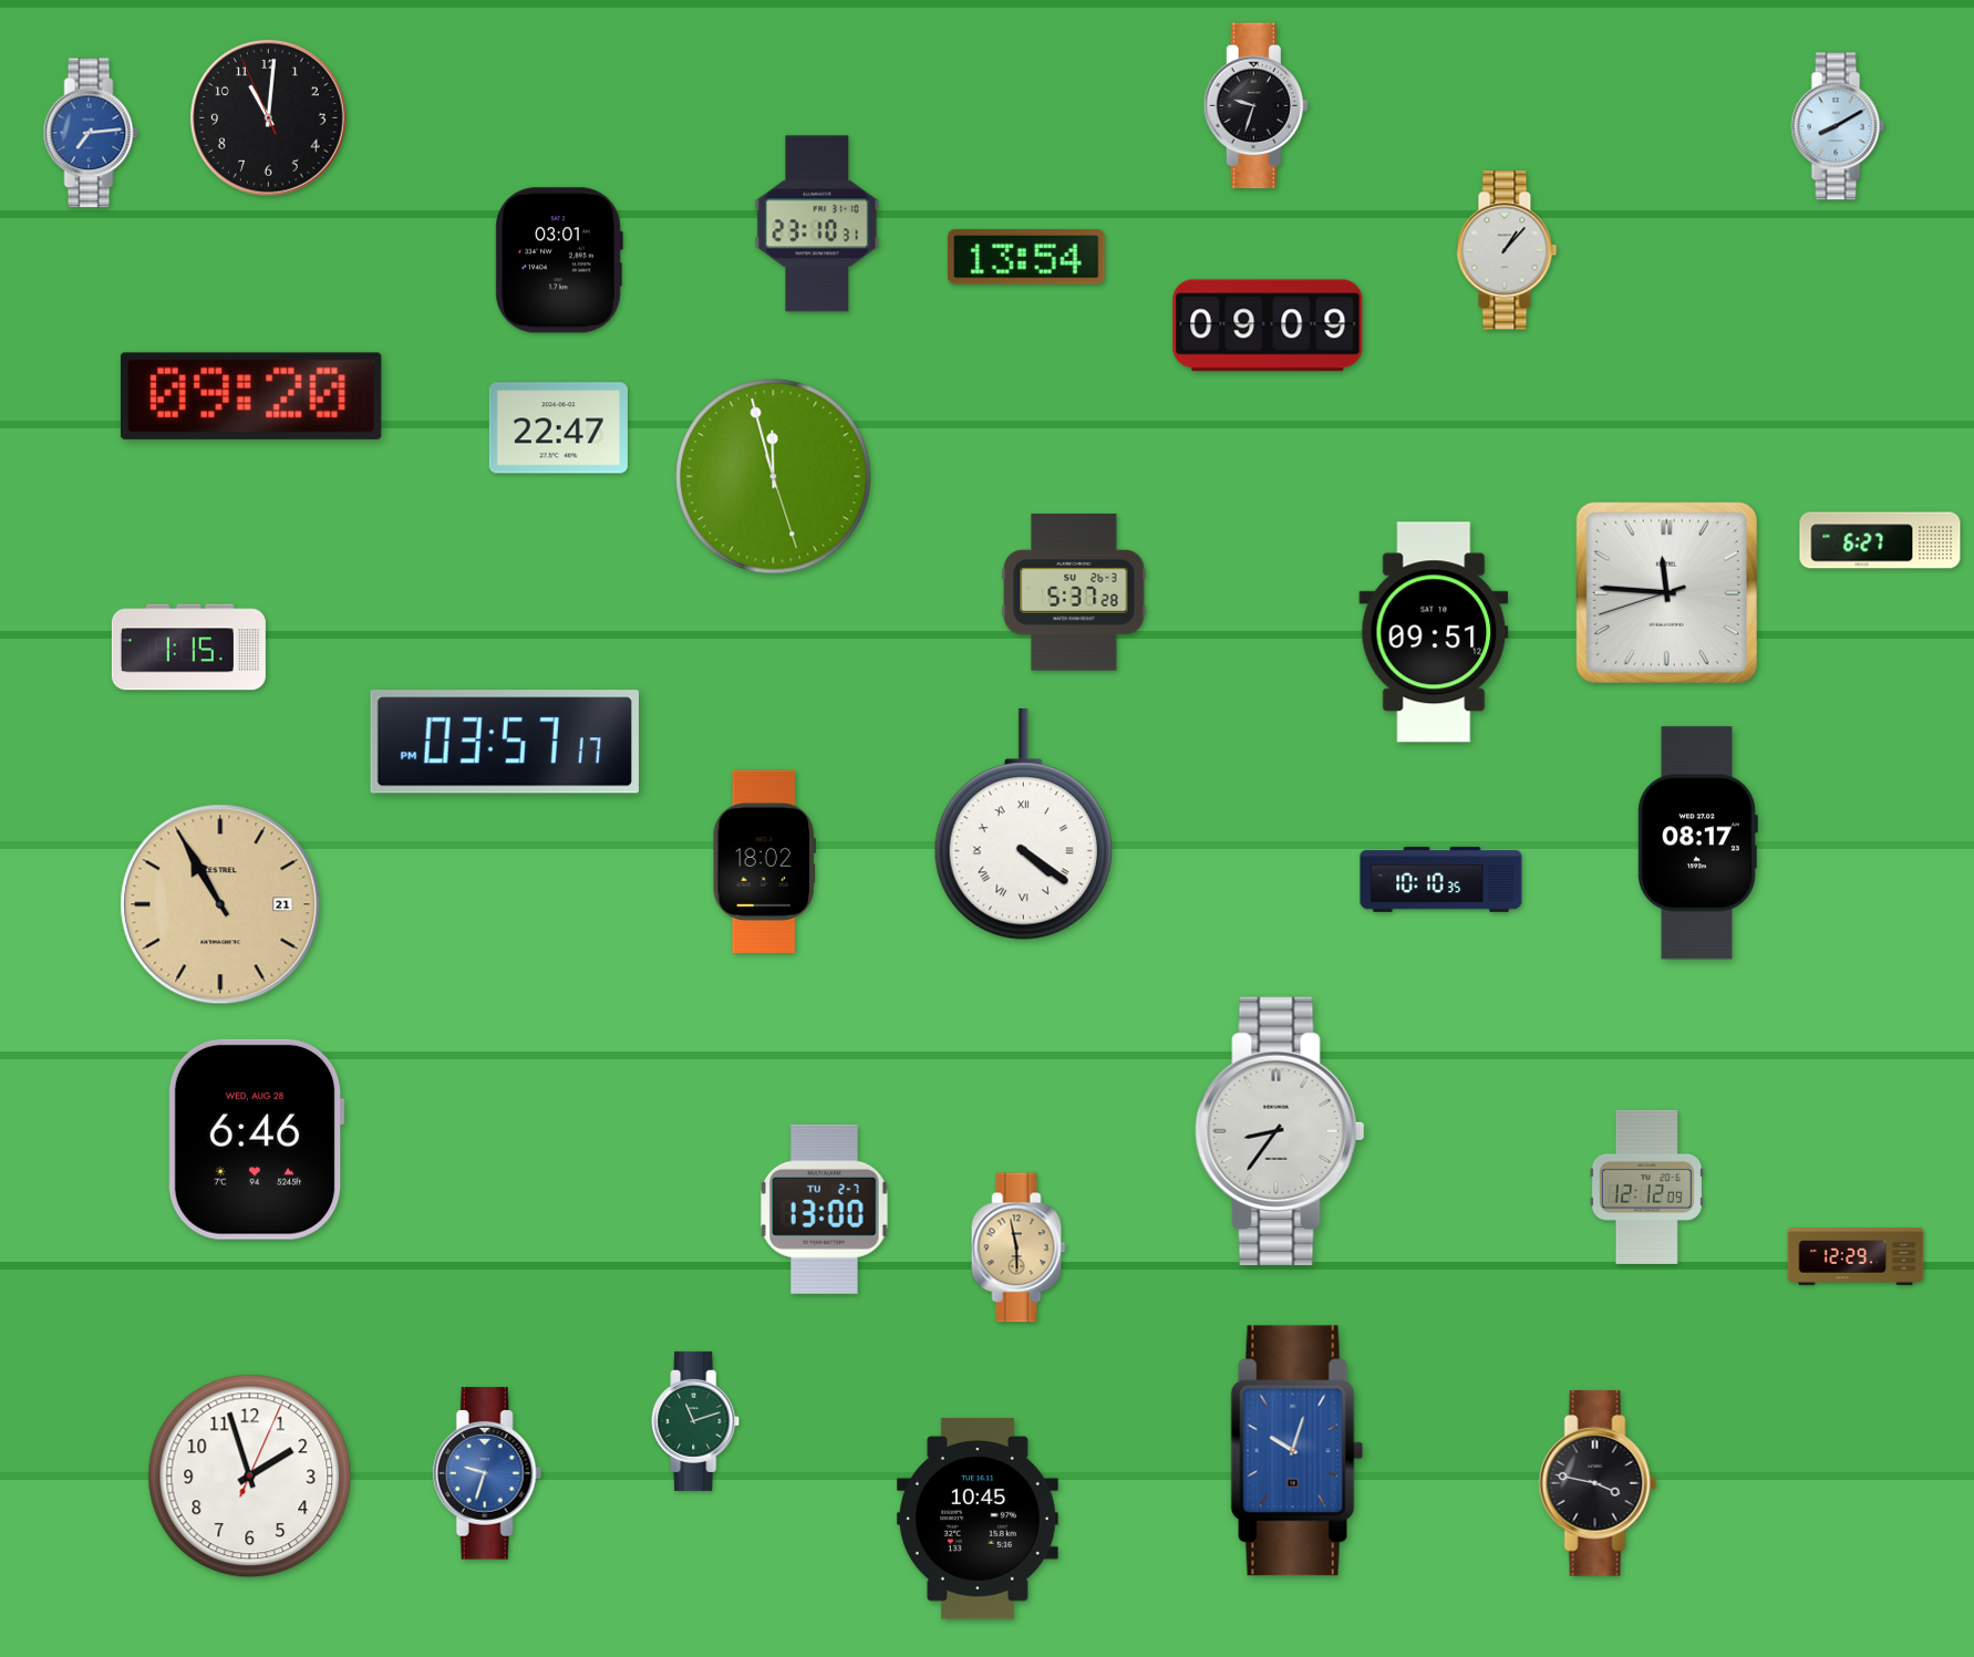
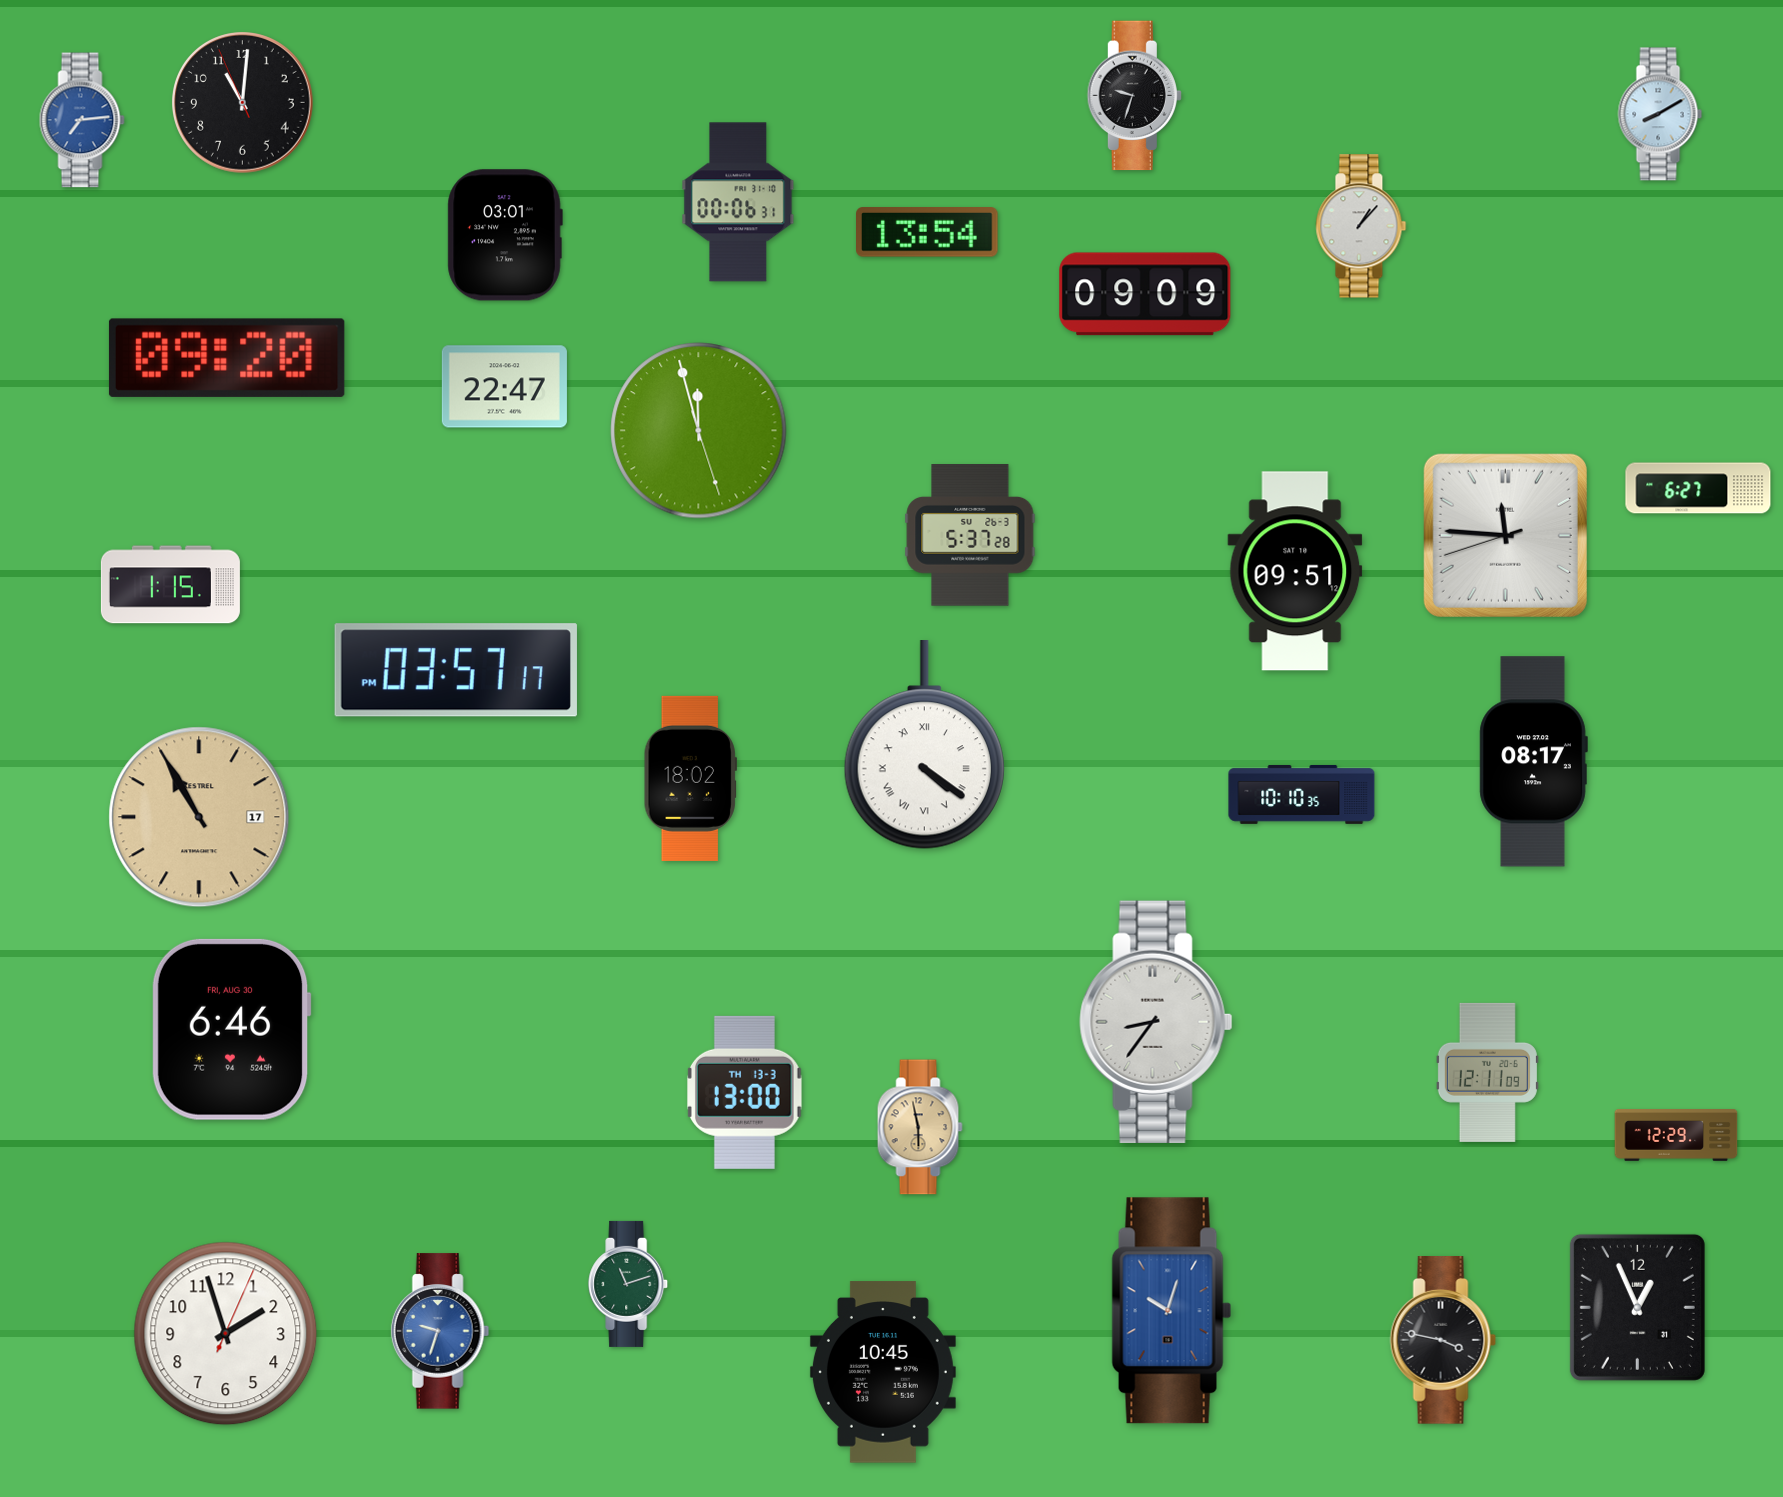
clock at (269, 118) position: (269, 118) -> (243, 103)
clock at (817, 224): 23:10 -> 00:06
clock at (220, 904) date: 21 -> 17
clock at (256, 1139) date: WED, AUG 28 -> FRI, AUG 30
clock at (1646, 1187): 12:12 -> 12:11
clock at (825, 1209) date: TU 2-7 -> TH 13-3
clock at (1637, 1307): none -> 12:56
